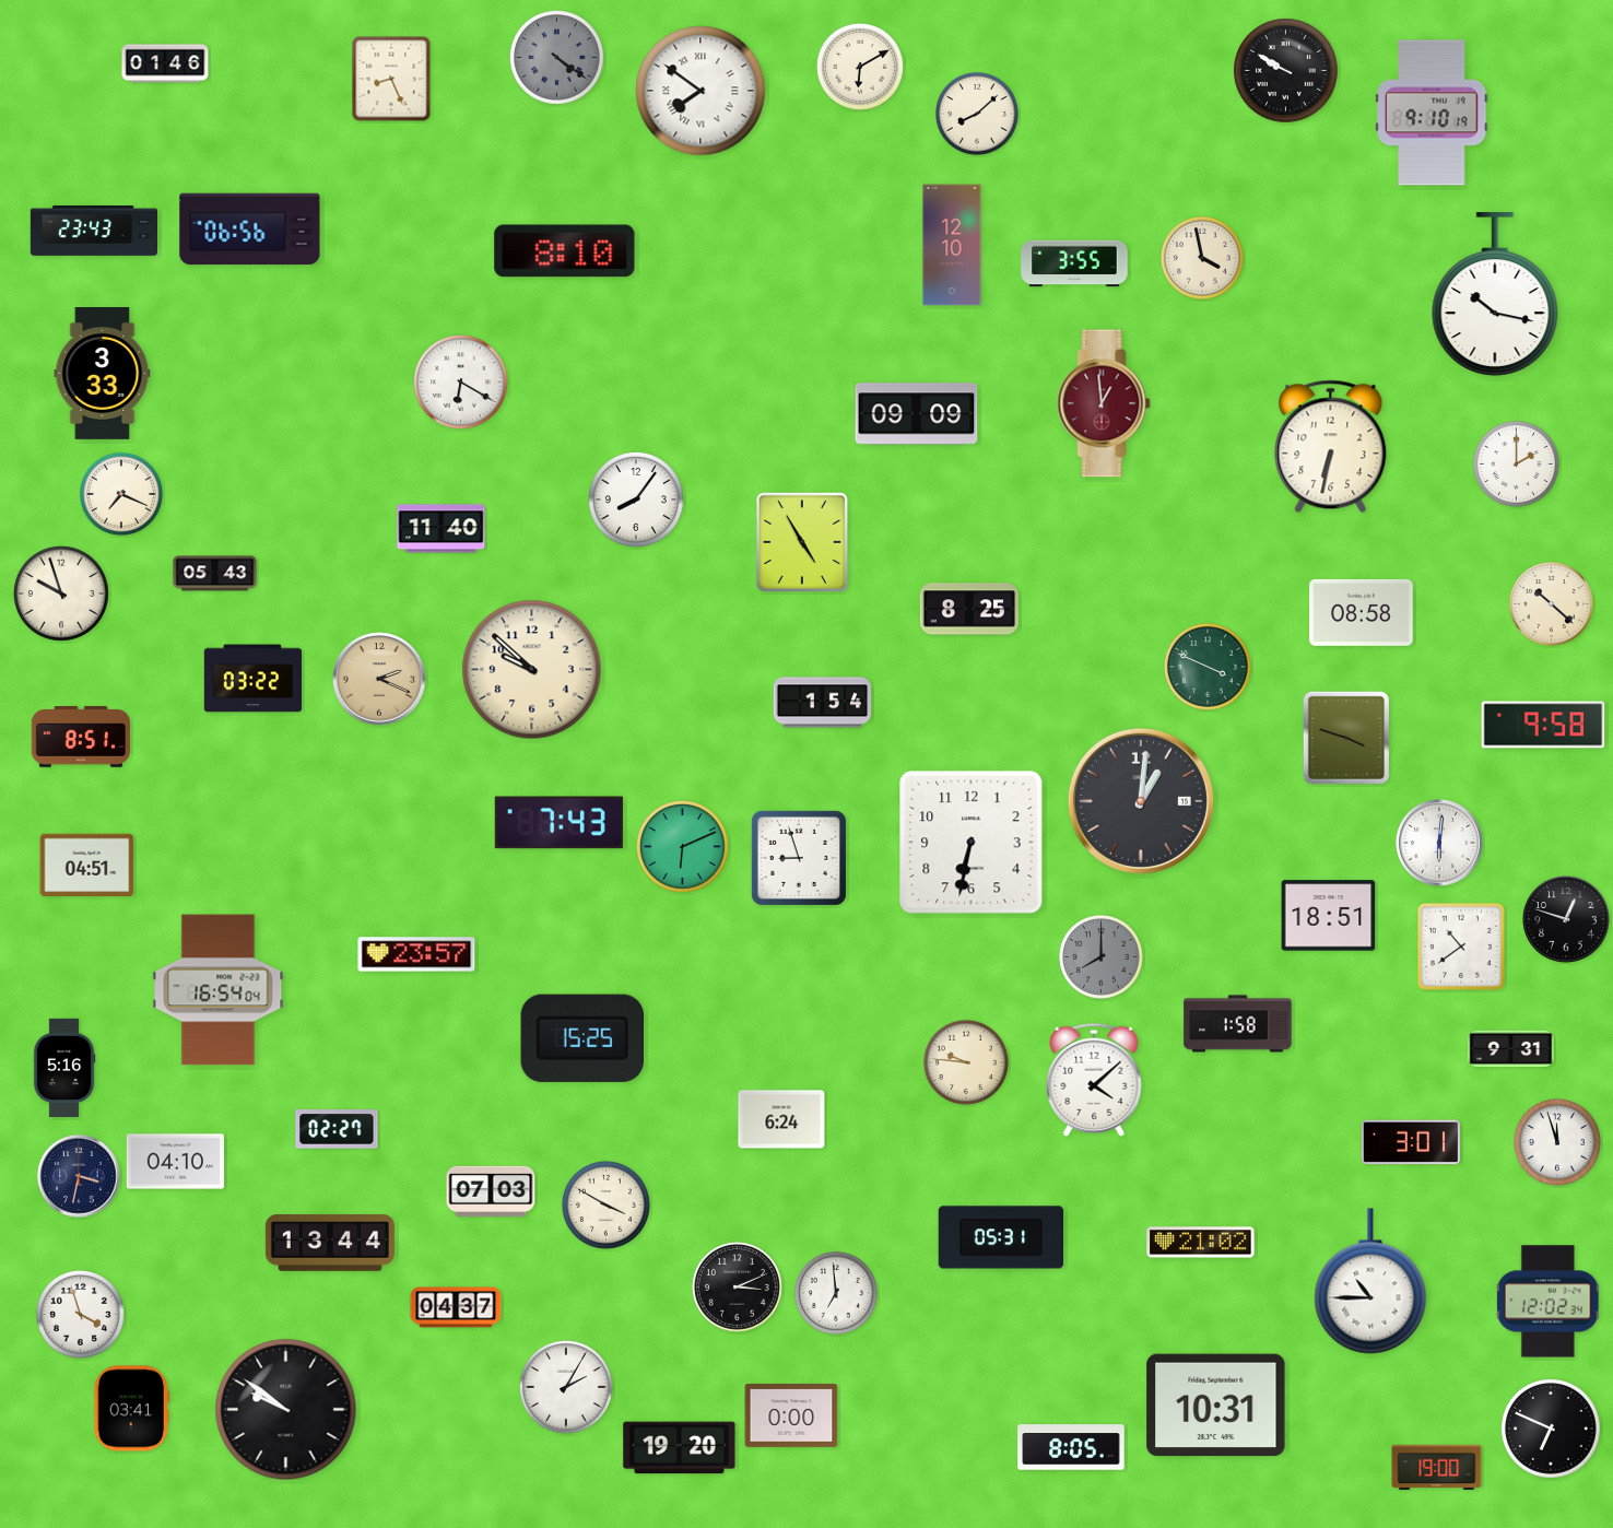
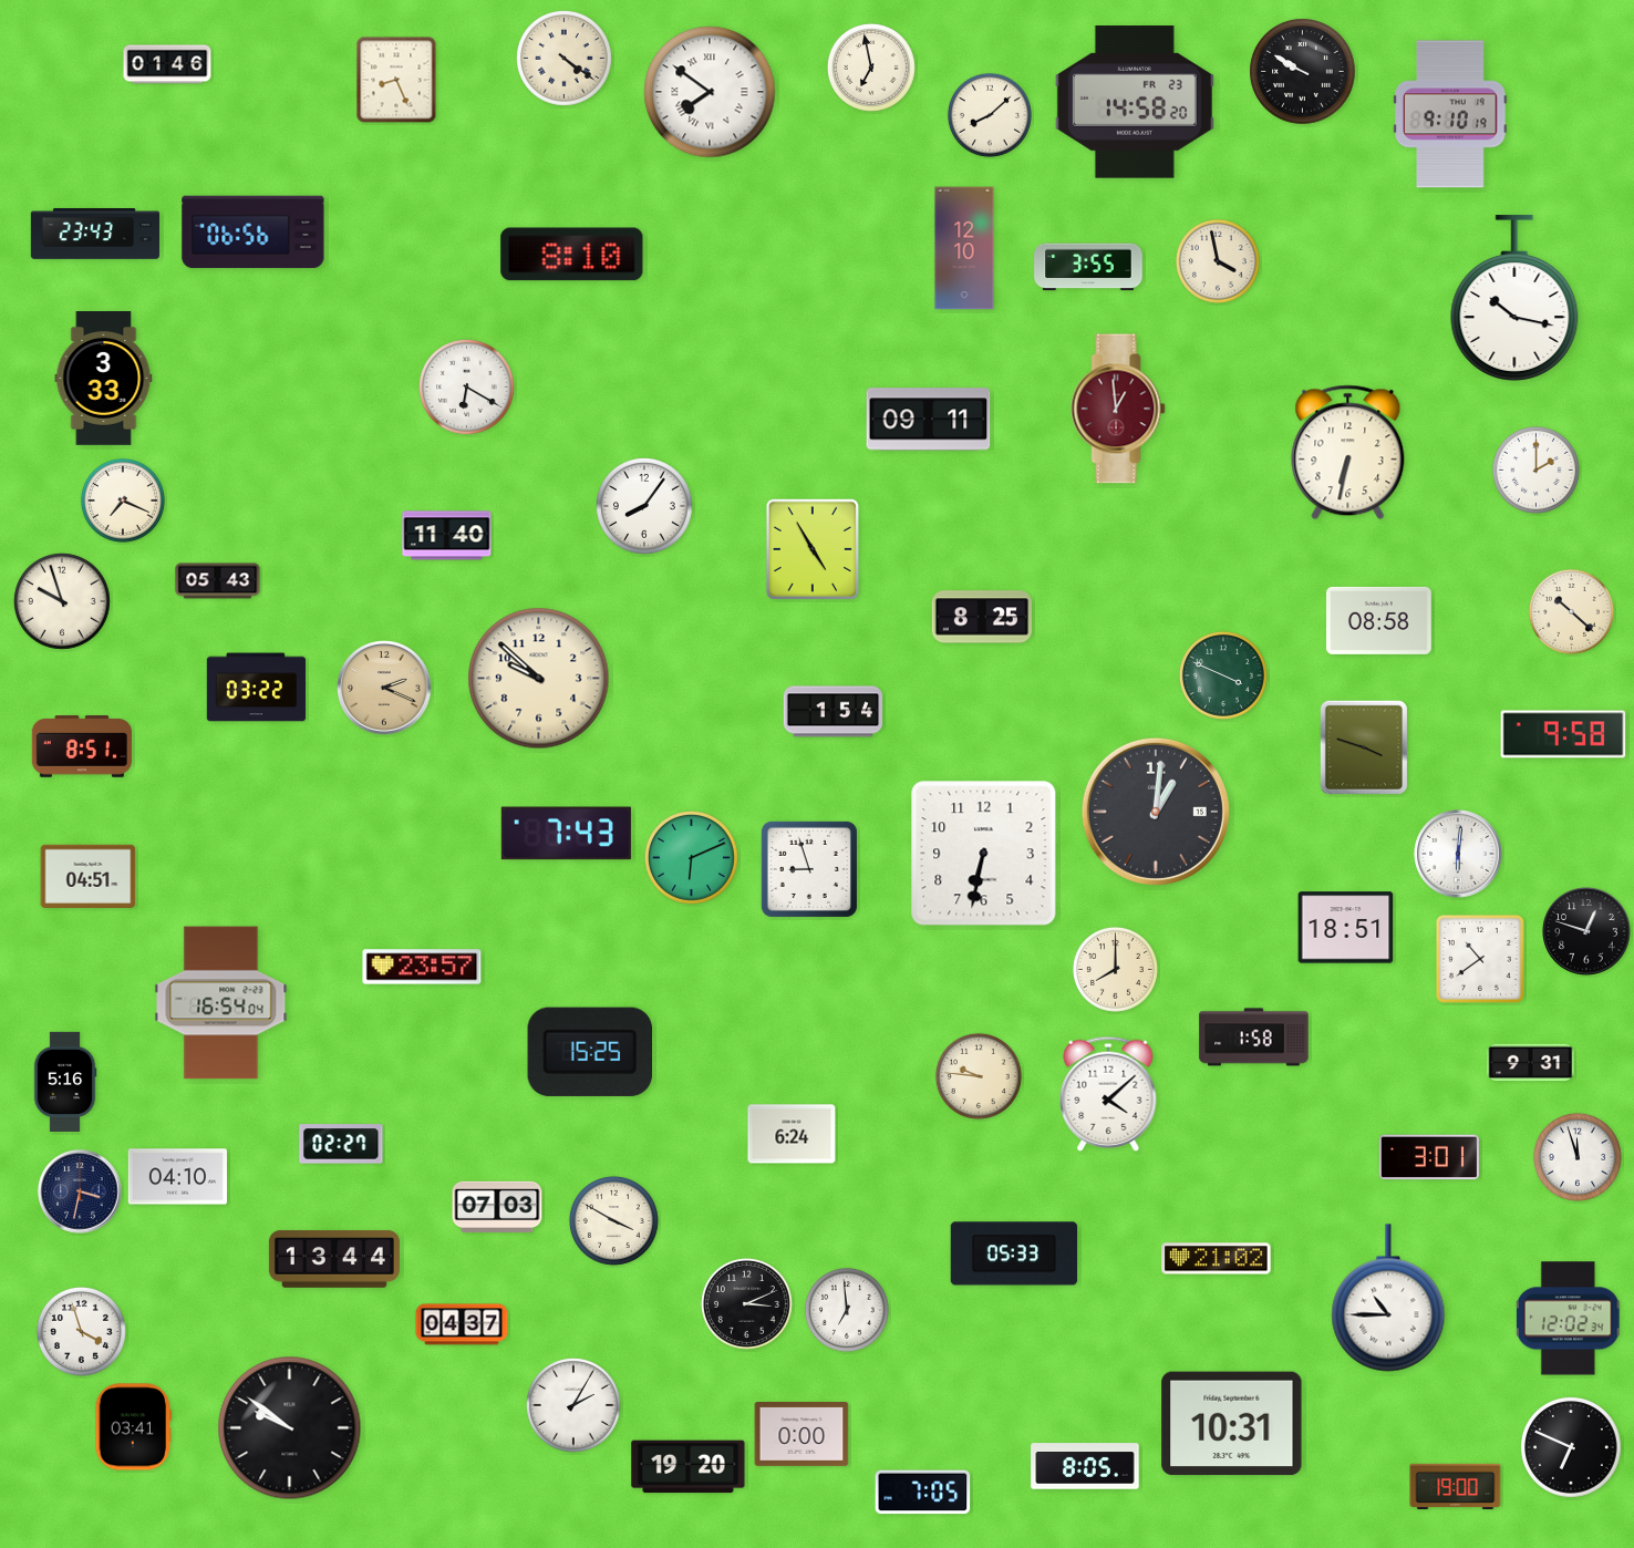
clock at (557, 58) dial: grey -> cream
clock at (860, 67): 6:10 -> 6:58
clock at (1135, 102): none -> 14:58
clock at (917, 414): 09:09 -> 09:11
clock at (1100, 956) dial: grey -> cream
clock at (1001, 1237): 05:31 -> 05:33
clock at (923, 1493): none -> 7:05
